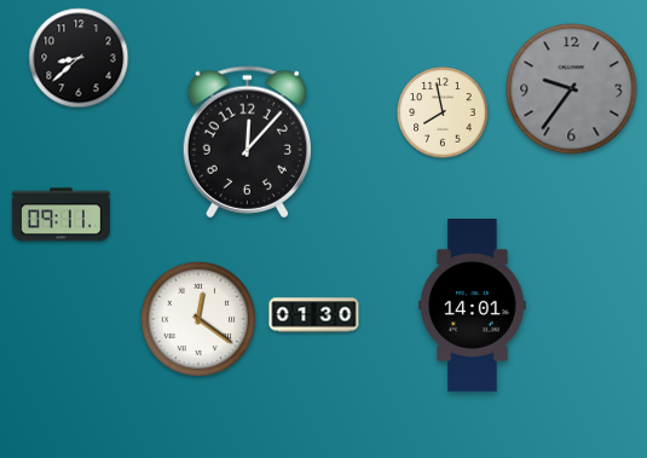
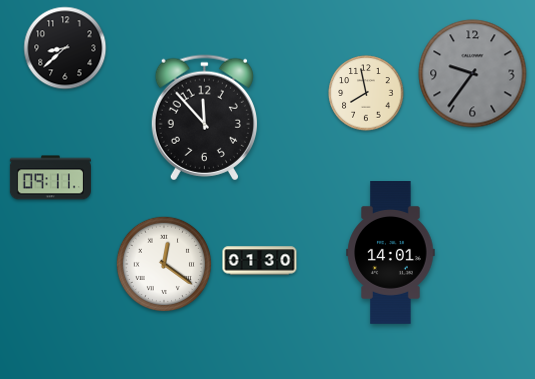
clock at (247, 143): 12:07 -> 11:53
